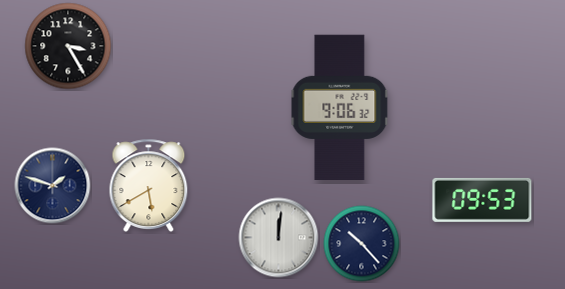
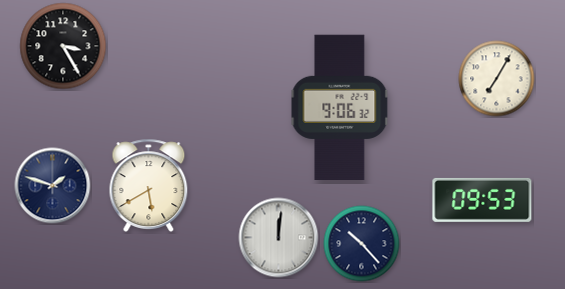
clock at (68, 46) position: (68, 46) -> (63, 46)
clock at (497, 79): none -> 7:05
